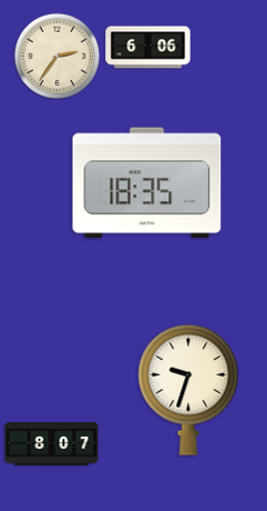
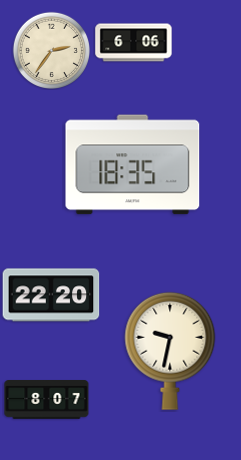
clock at (51, 295): none -> 22:20
clock at (188, 390): 9:33 -> 9:32
